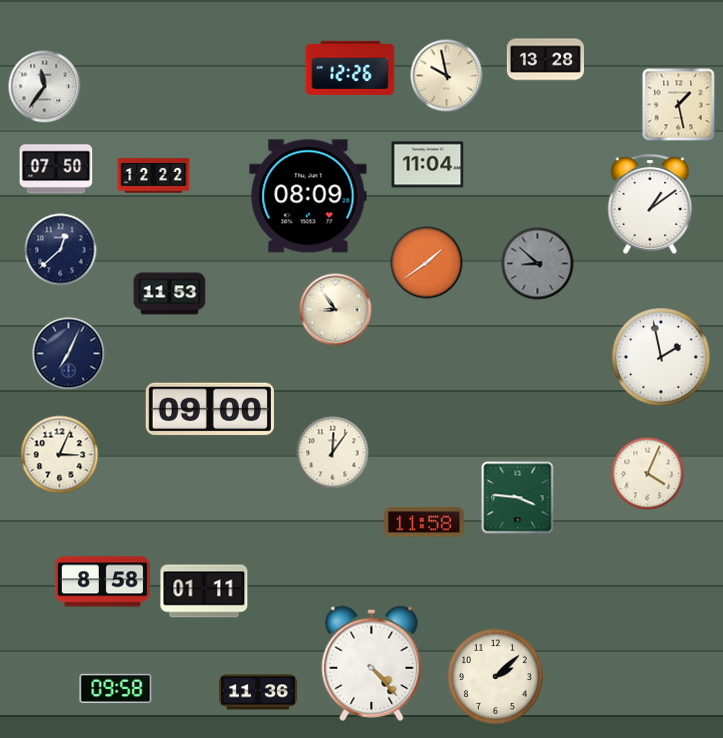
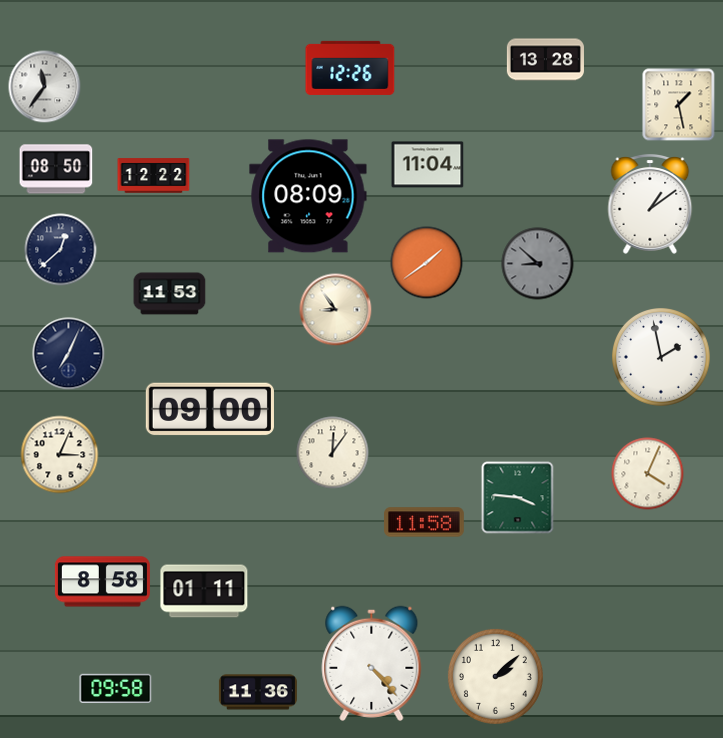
clock at (447, 76): 9:58 -> none
clock at (56, 169): 07:50 -> 08:50
